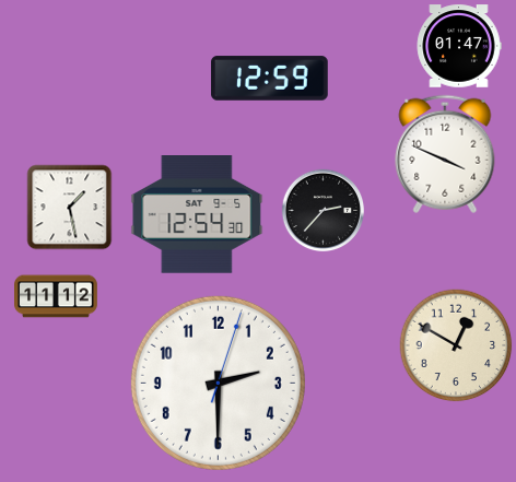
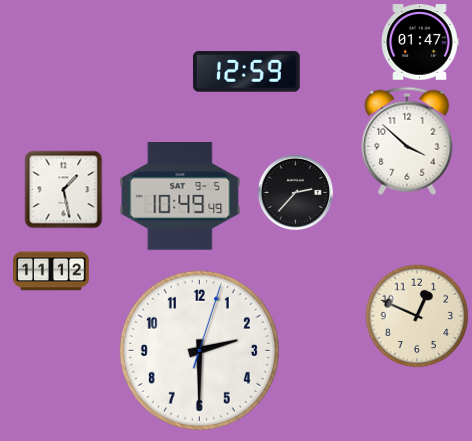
clock at (445, 154): 3:49 -> 3:52
clock at (197, 214): 12:54 -> 10:49
clock at (456, 345): 12:50 -> 12:49
